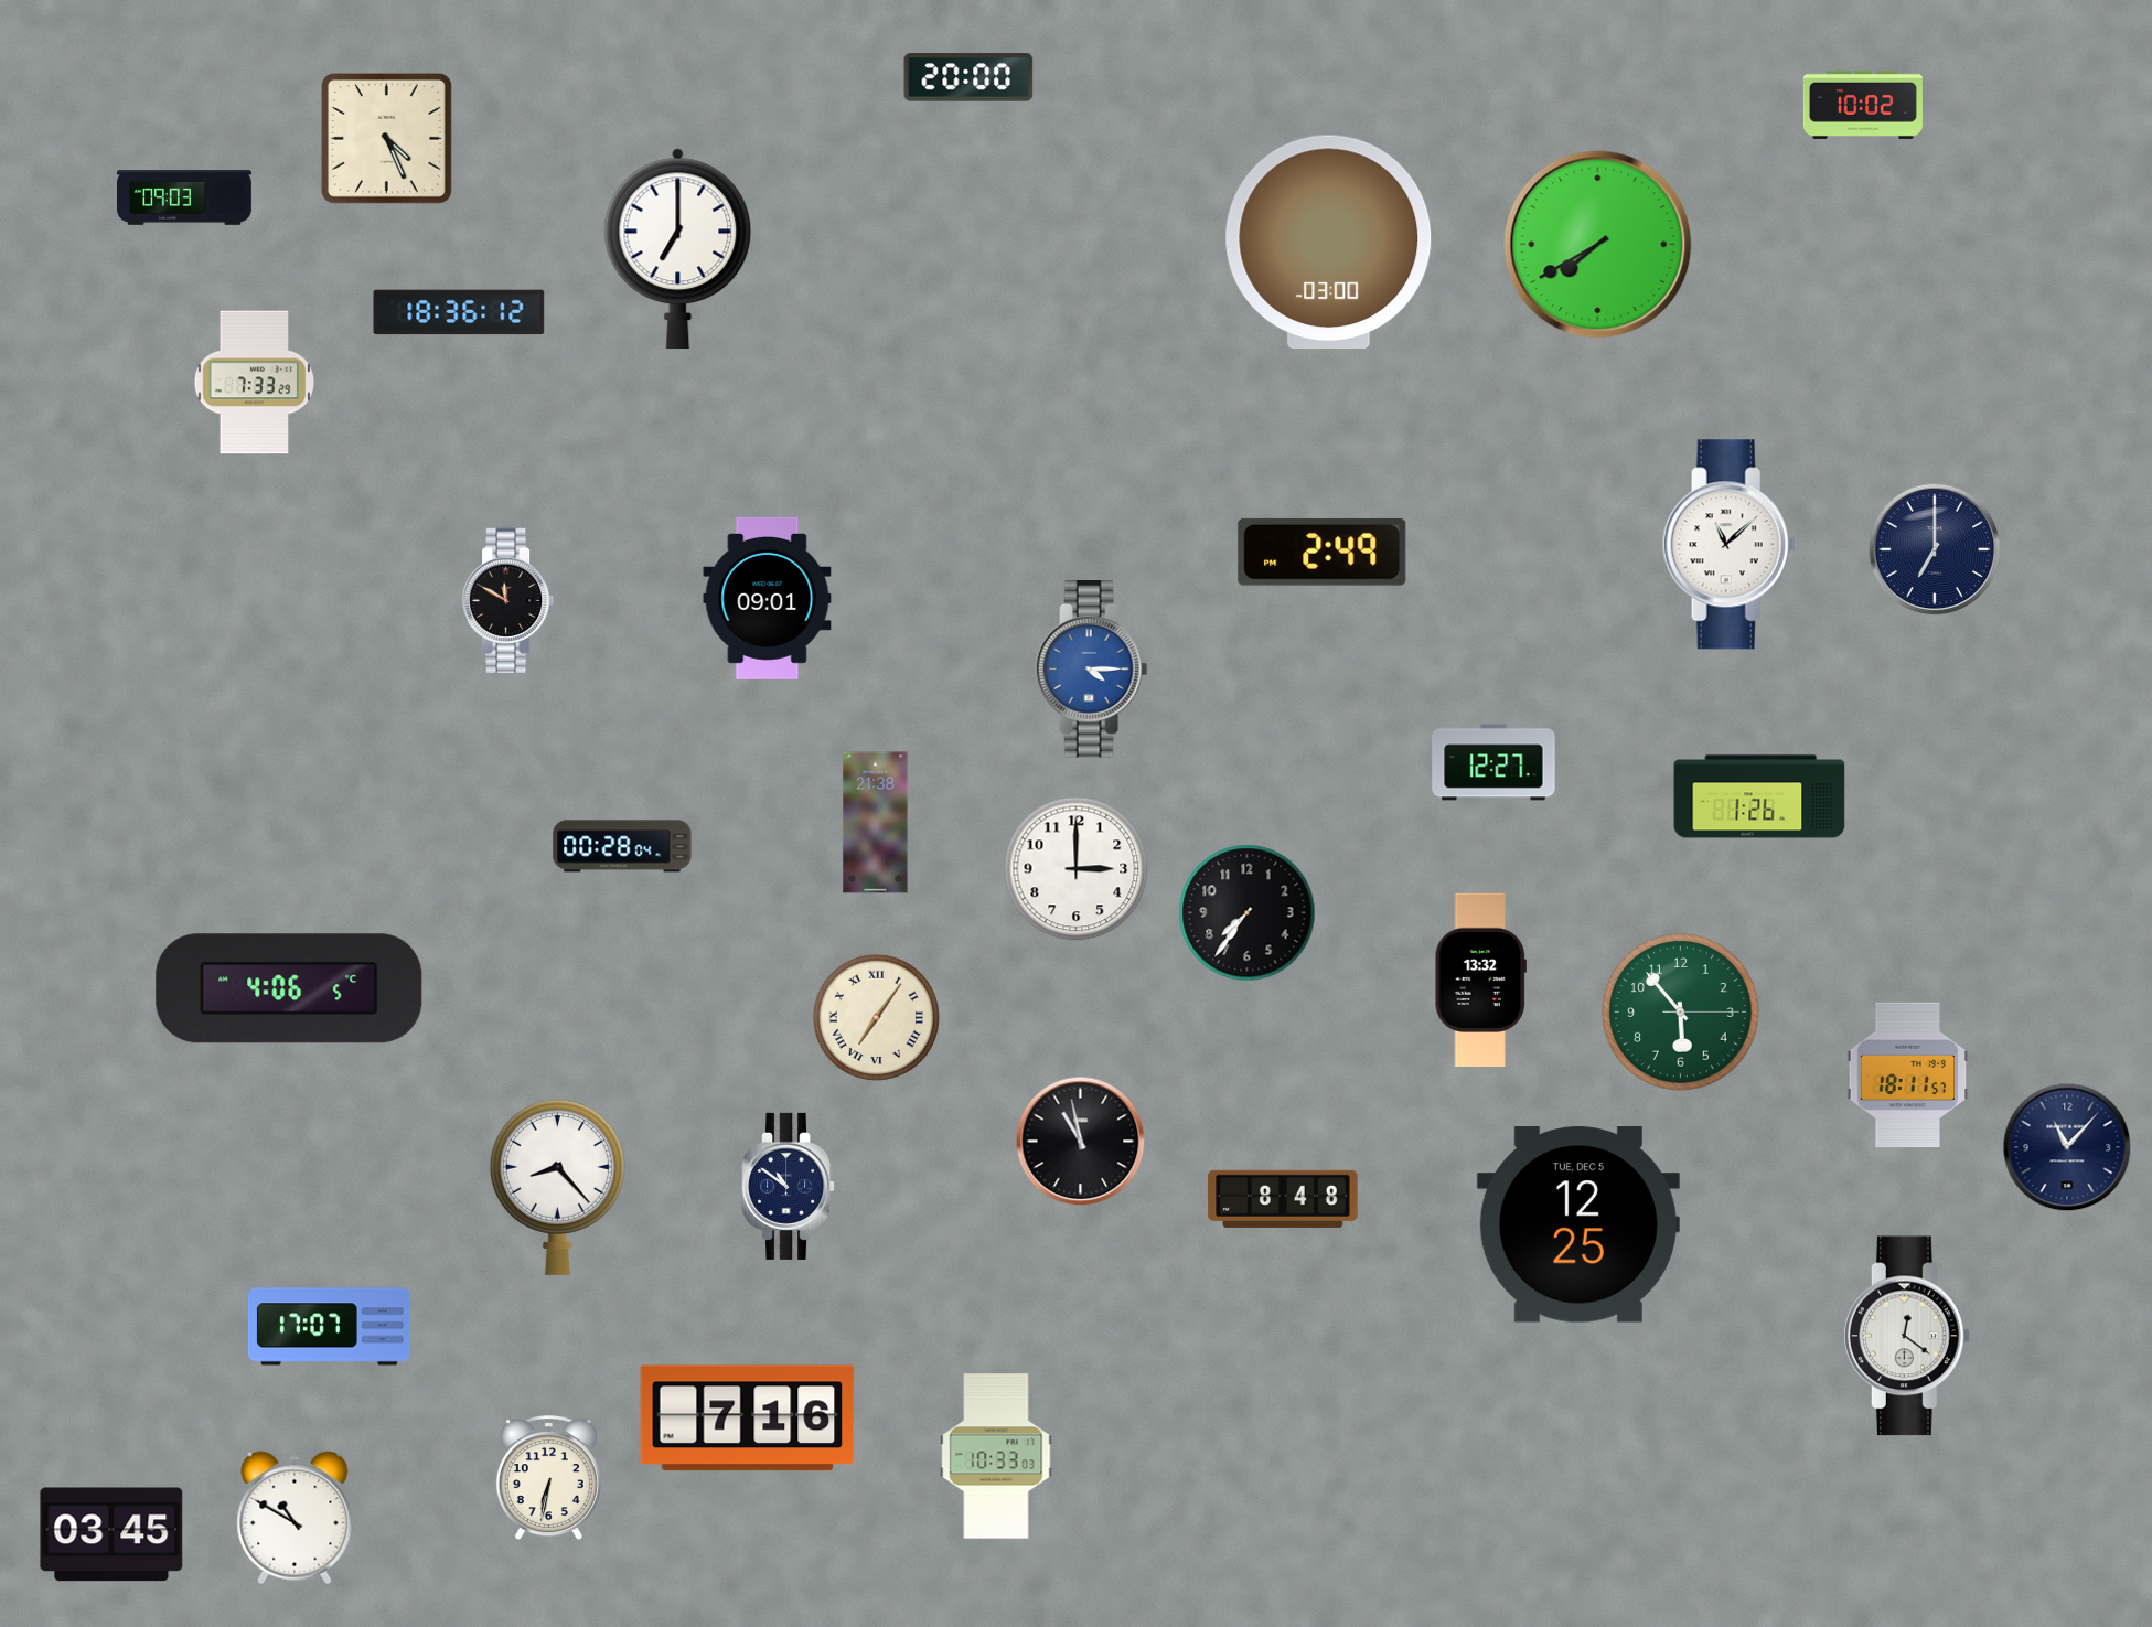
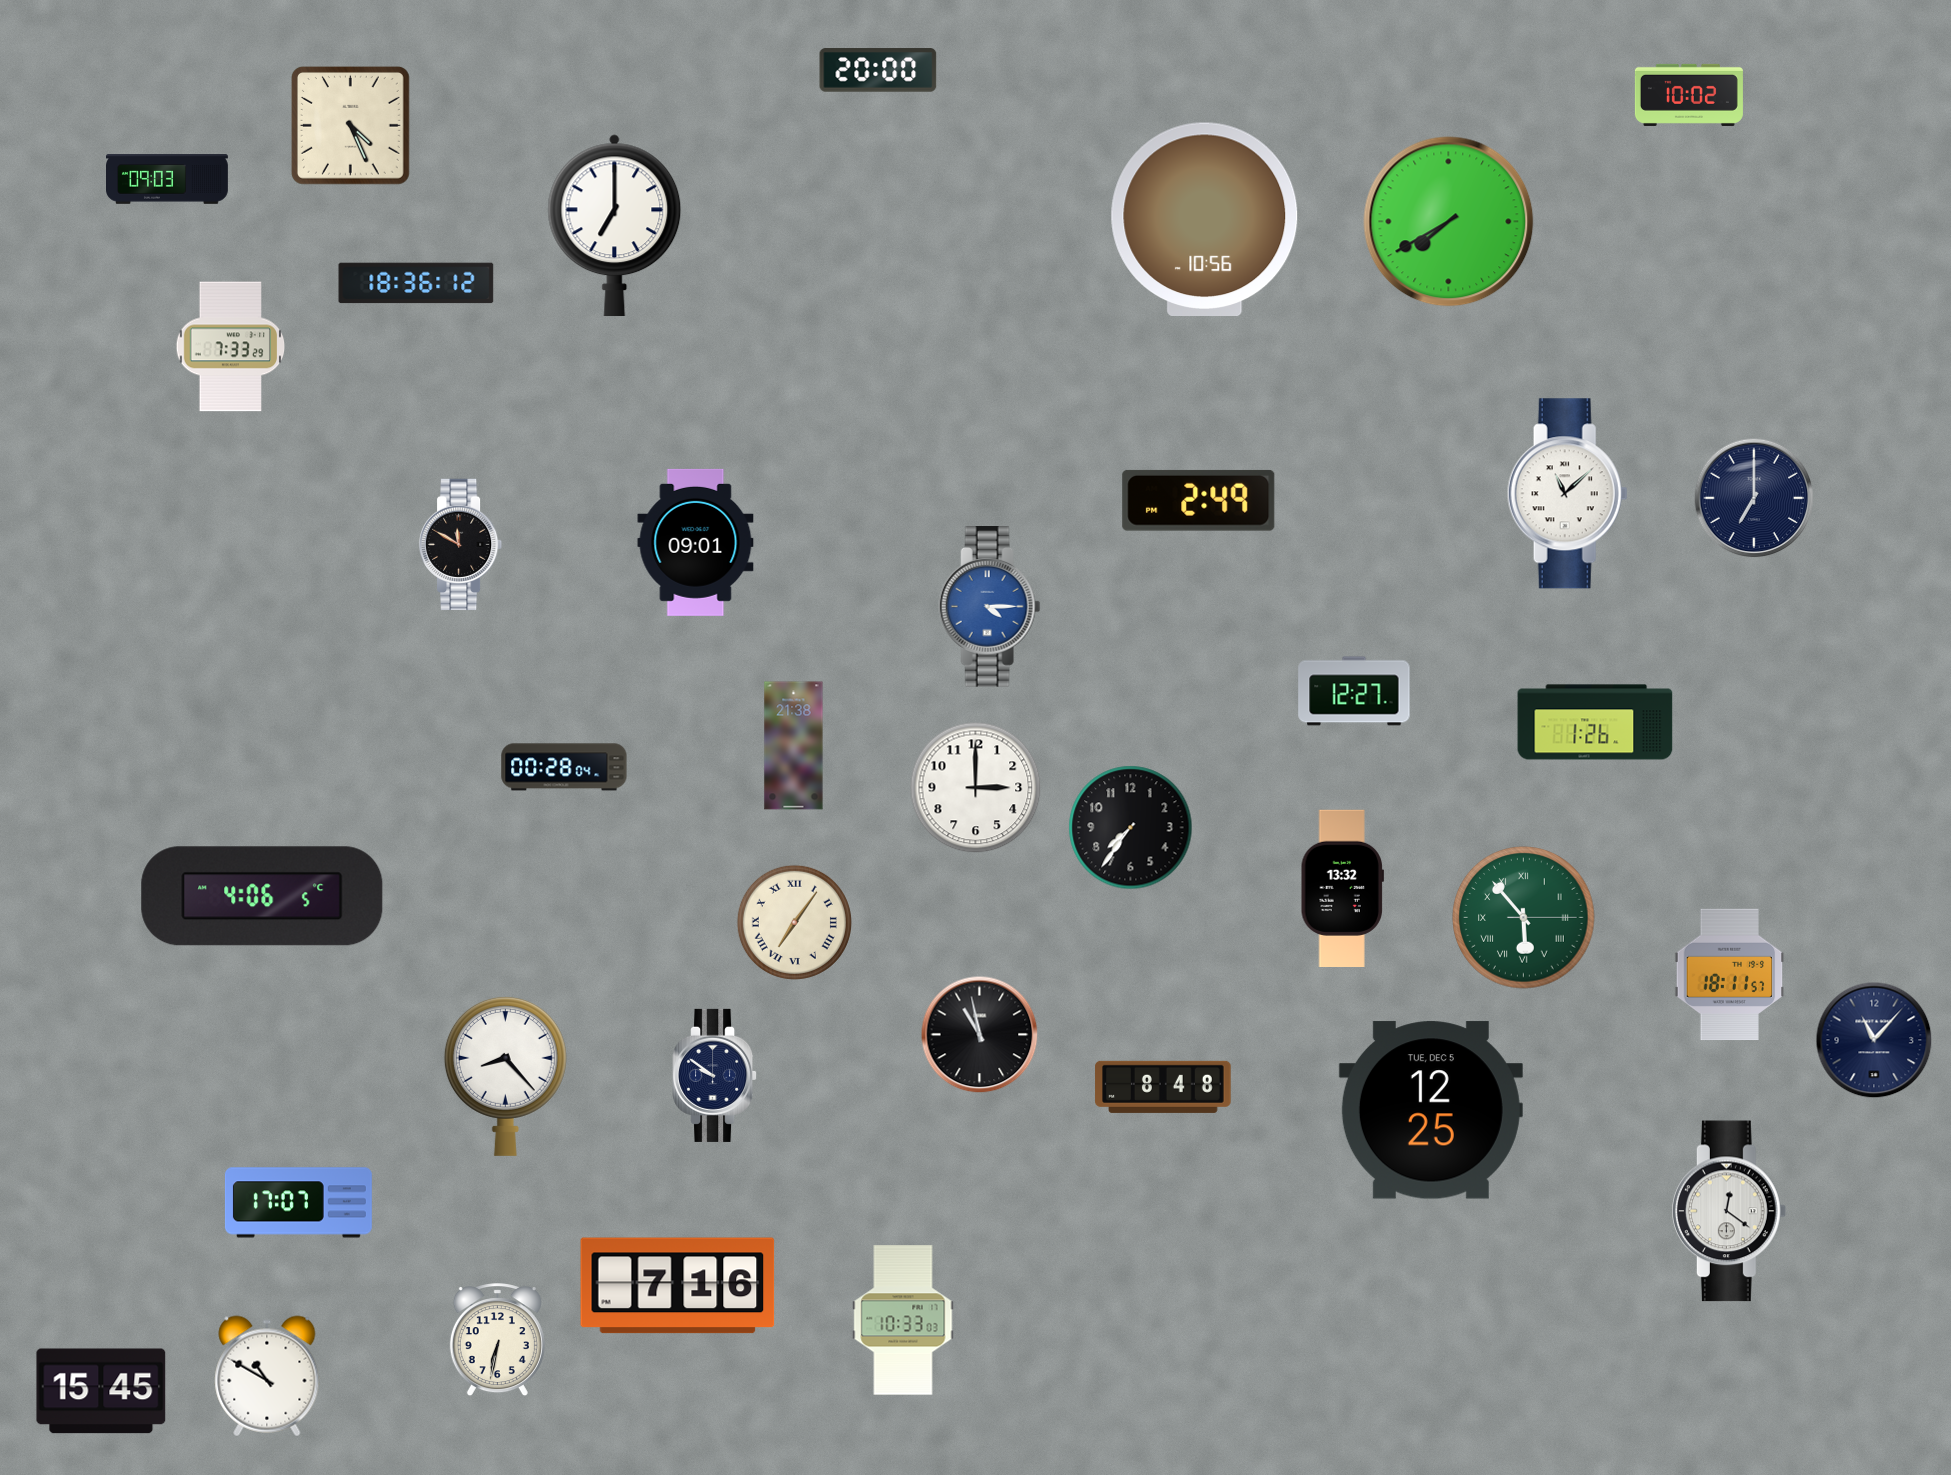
clock at (1329, 242): 03:00 -> 10:56
clock at (1681, 1013) numerals: Arabic -> Roman
clock at (789, 1186): 10:51 -> 9:51
clock at (111, 1534): 03:45 -> 15:45
